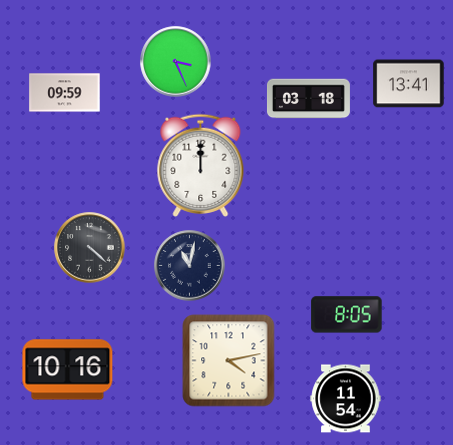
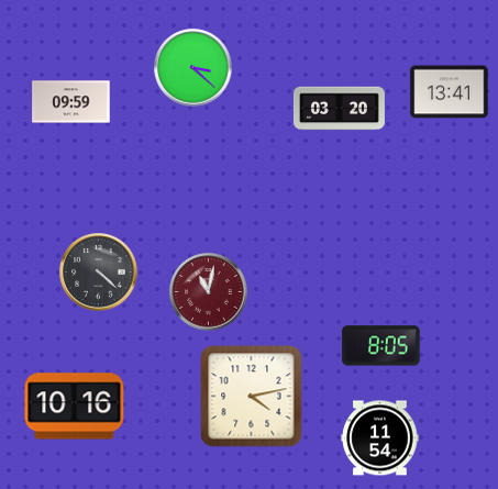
clock at (176, 62): 3:26 -> 3:22
clock at (308, 99): 03:18 -> 03:20
clock at (201, 165): 12:00 -> none
clock at (190, 266) dial: navy -> burgundy
